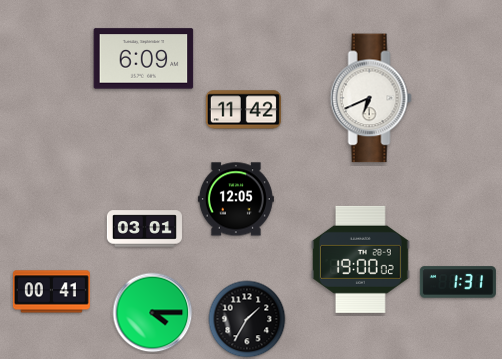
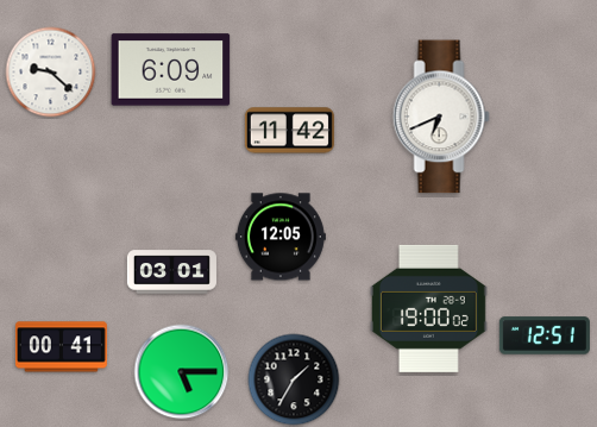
clock at (51, 73): none -> 9:22
clock at (458, 282): 1:31 -> 12:51
clock at (153, 313): 4:15 -> 5:15
